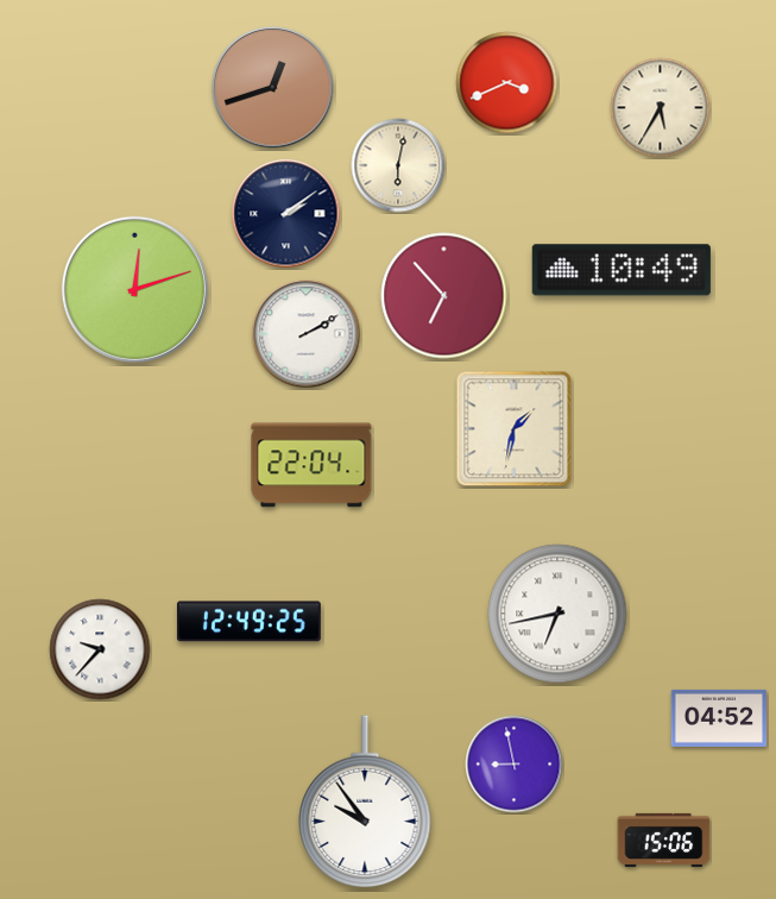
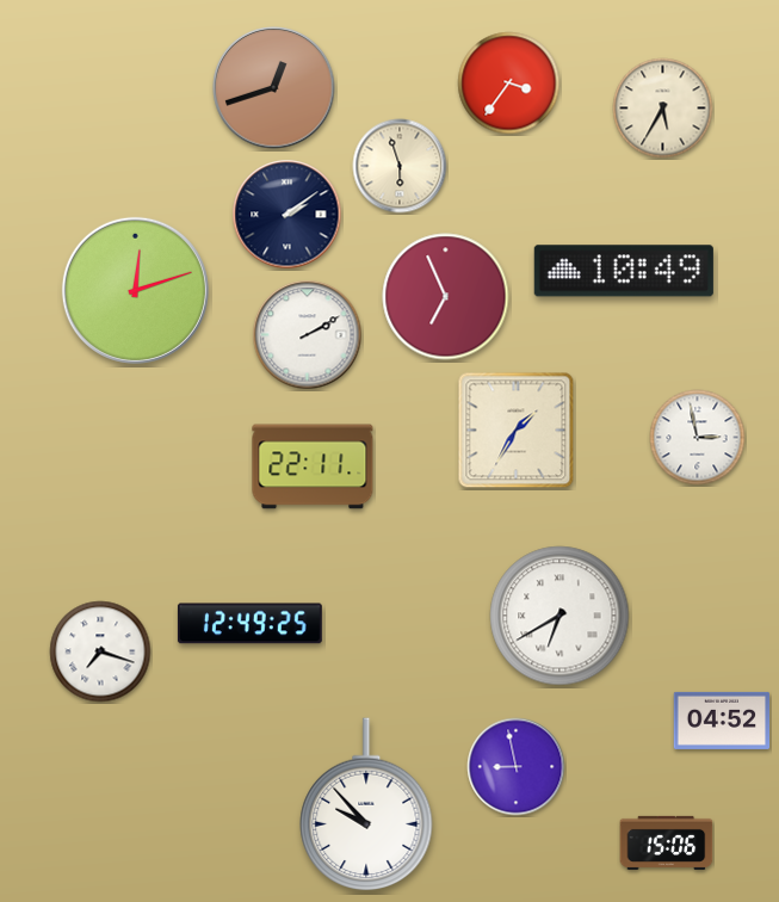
clock at (507, 83): 3:41 -> 3:36
clock at (398, 165): 6:02 -> 5:57
clock at (444, 296): 6:53 -> 6:56
clock at (515, 429): 1:32 -> 1:35
clock at (698, 438): none -> 2:58
clock at (311, 465): 22:04 -> 22:11
clock at (557, 614): 6:43 -> 6:40
clock at (100, 649): 9:37 -> 7:18
clock at (365, 803): 9:54 -> 9:53
